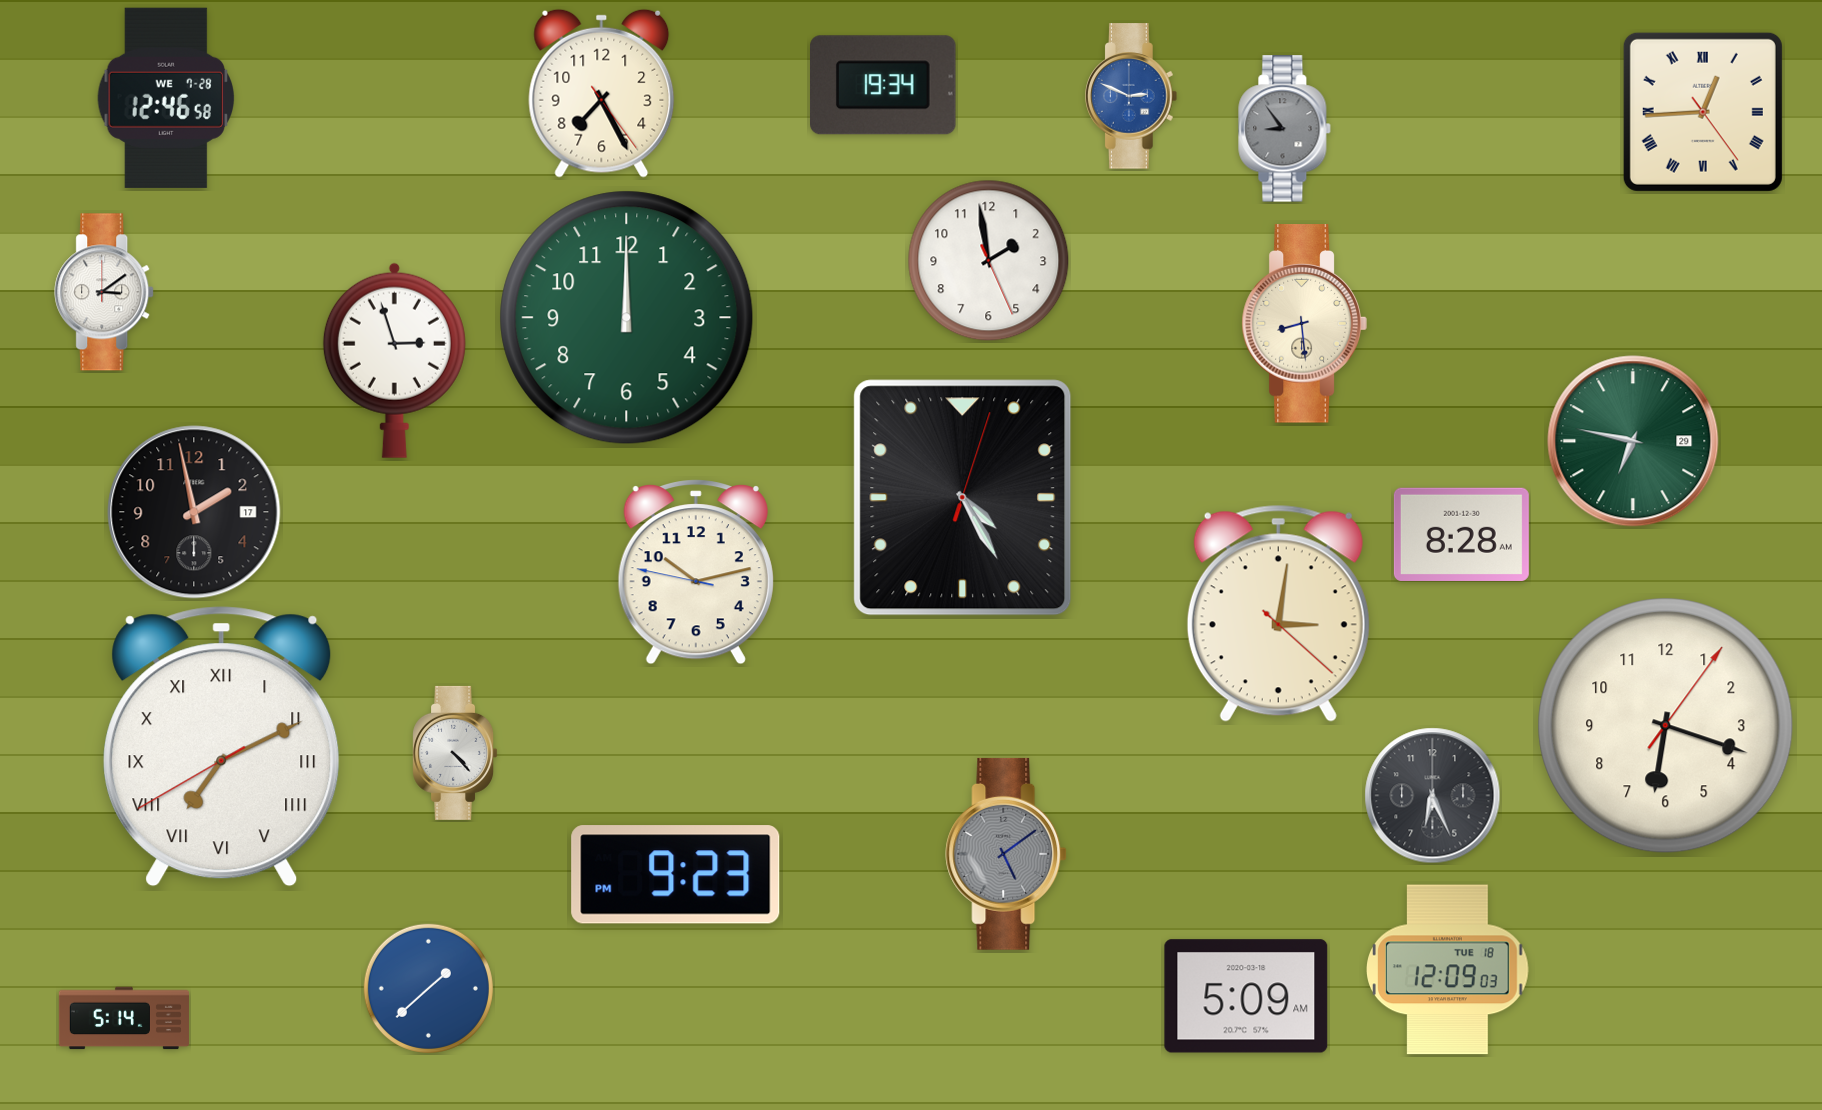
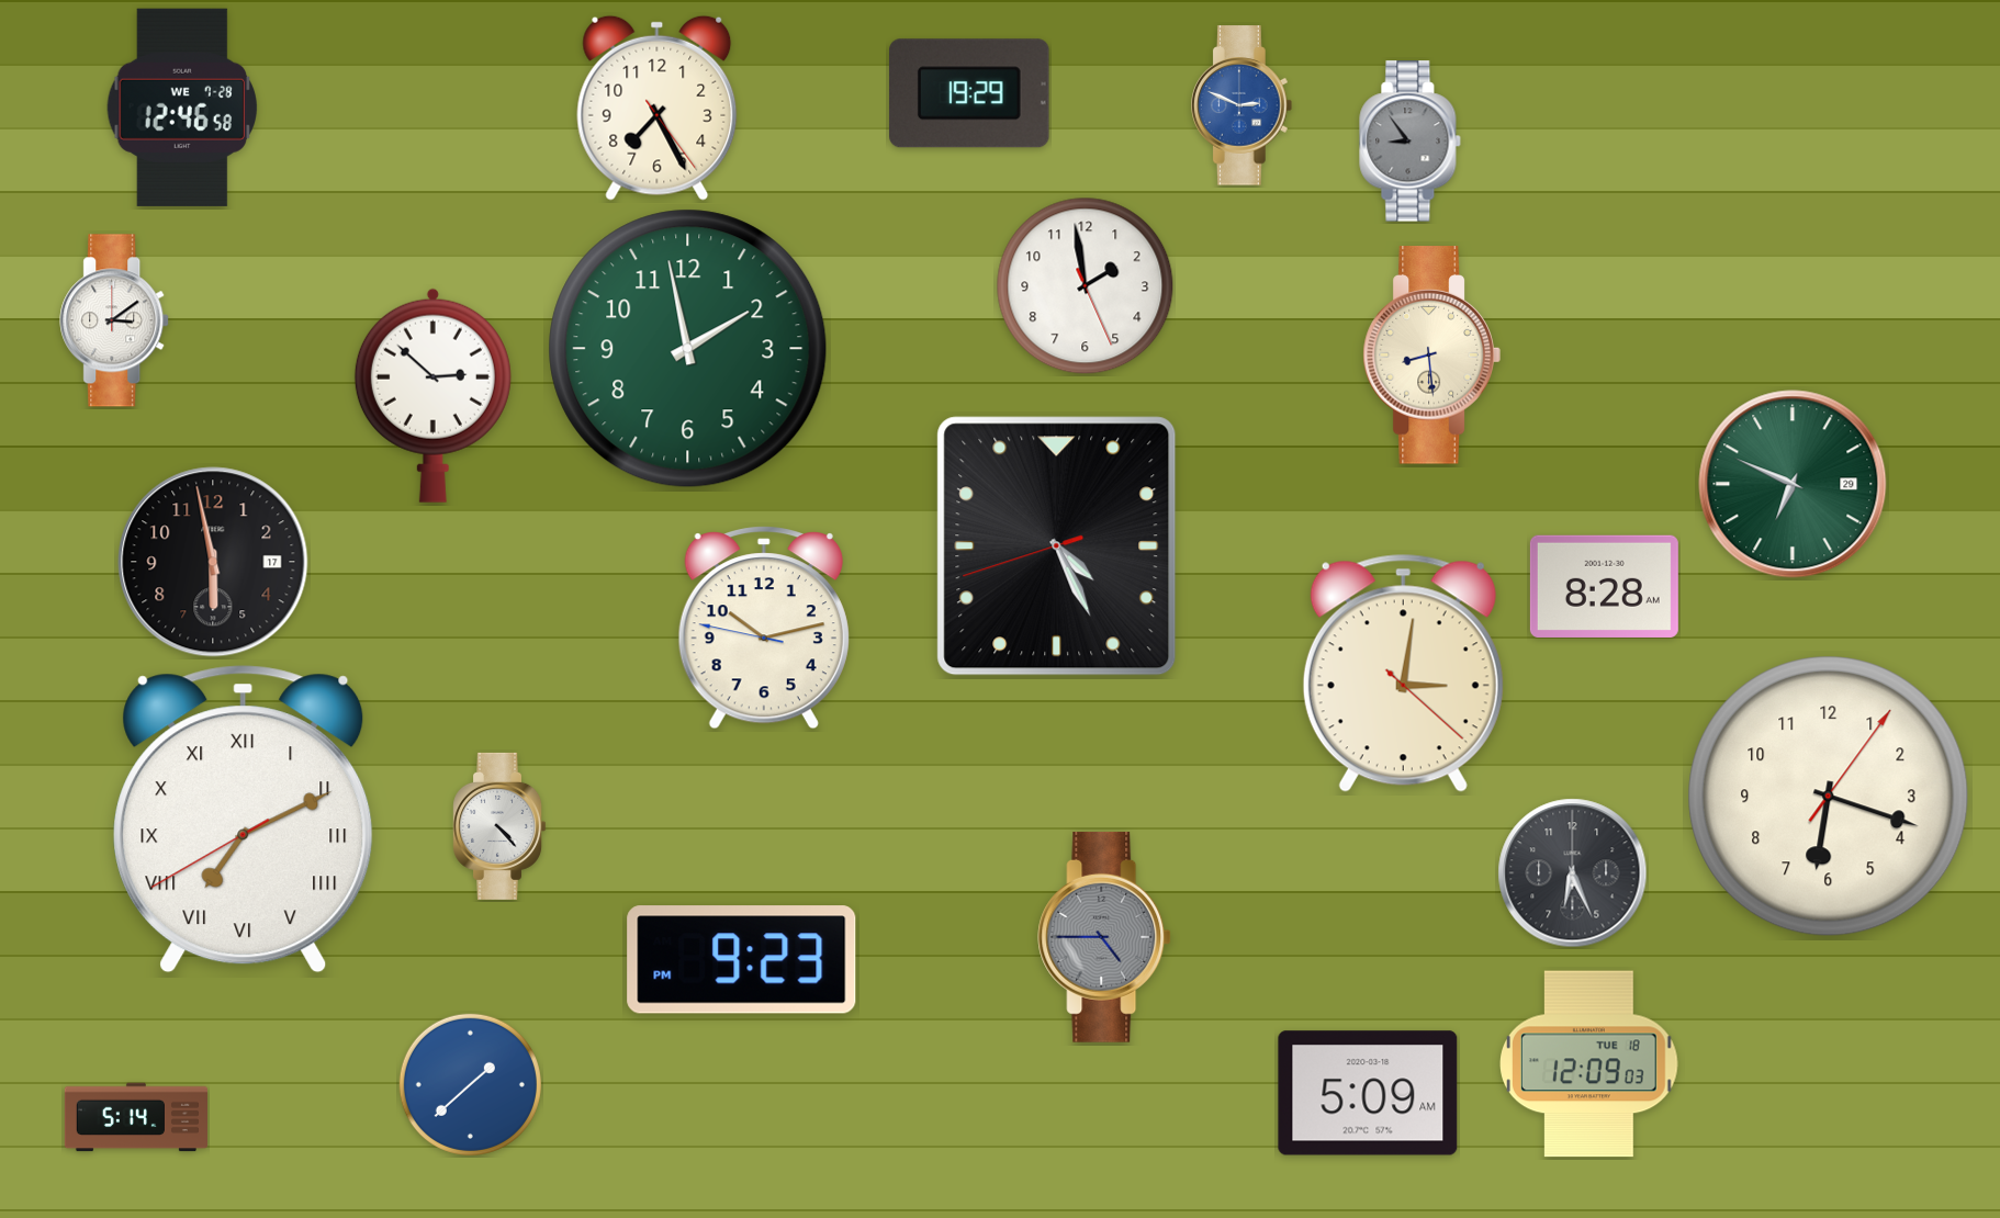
clock at (884, 85): 19:34 -> 19:29
clock at (602, 93) position: (602, 93) -> (658, 108)
clock at (1703, 112): 12:44 -> none
clock at (627, 318): 12:00 -> 1:58
clock at (394, 360): 2:57 -> 2:52
clock at (1633, 441): 6:47 -> 6:49
clock at (963, 498): 4:25:03 -> 4:25:42
clock at (194, 512): 1:58 -> 5:58
clock at (1006, 854): 5:09 -> 4:45
